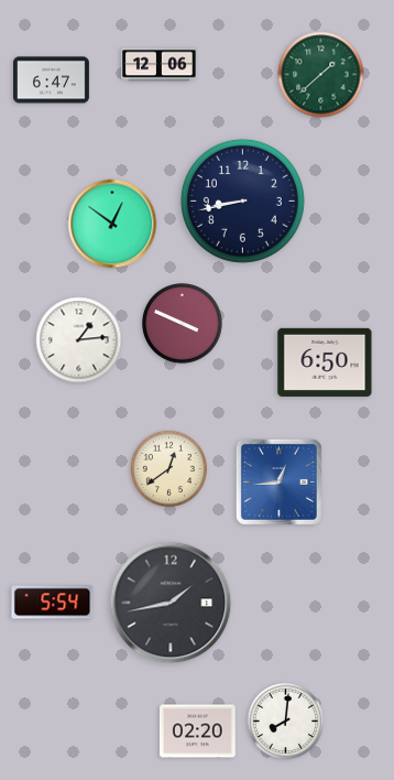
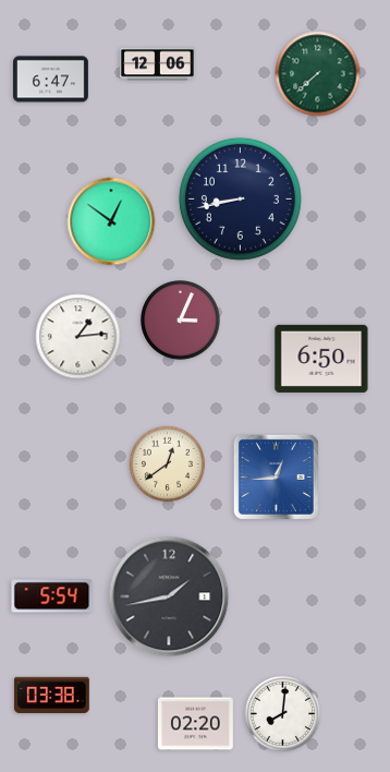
clock at (321, 75): 1:38 -> 7:38
clock at (183, 324): 3:49 -> 3:04
clock at (51, 696): none -> 03:38
